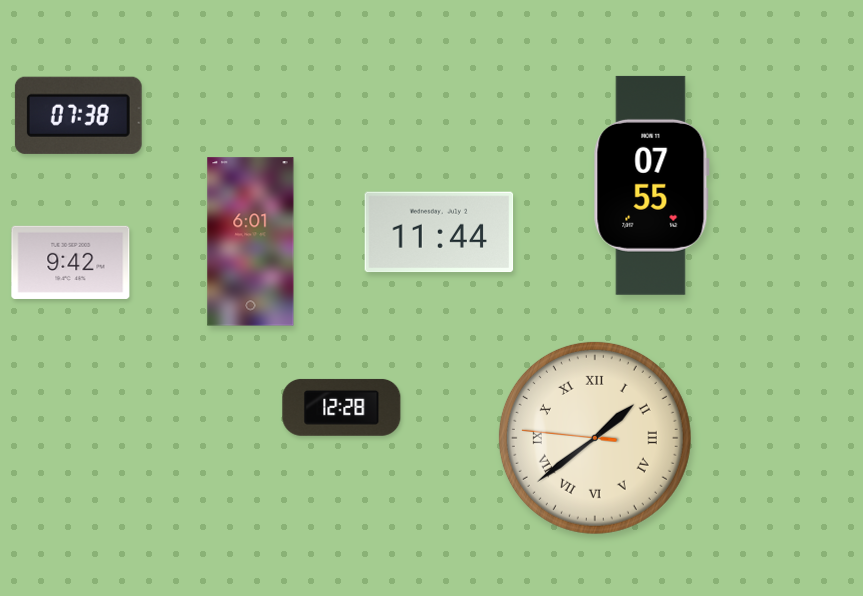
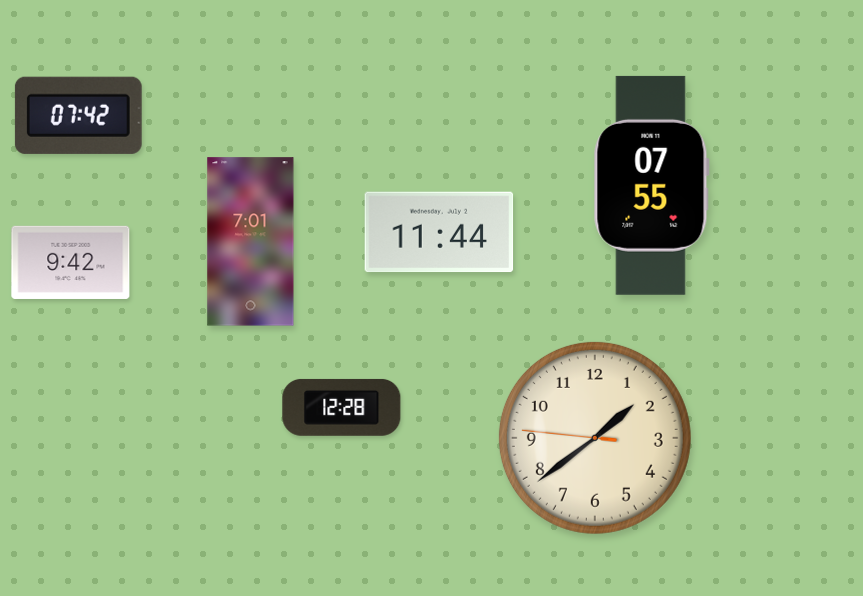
clock at (78, 115): 07:38 -> 07:42
clock at (251, 242): 6:01 -> 7:01
clock at (595, 438) numerals: Roman -> Arabic
